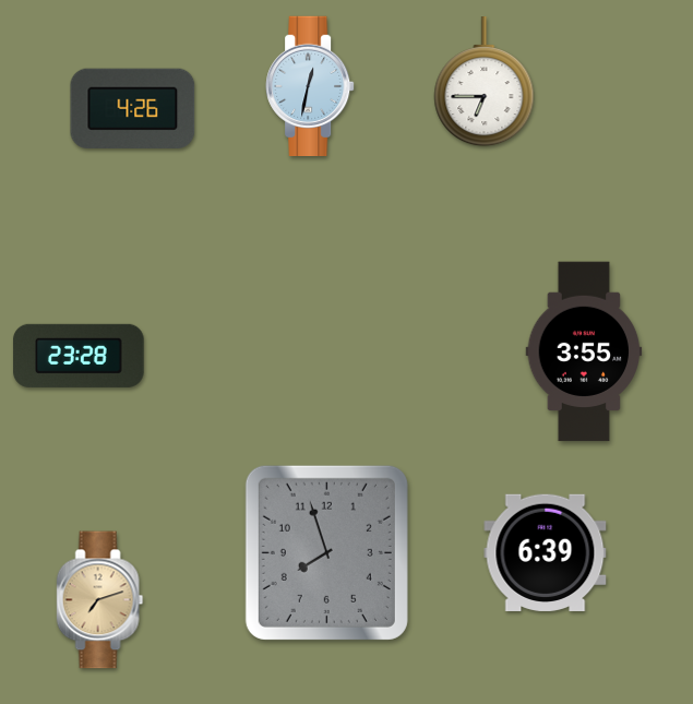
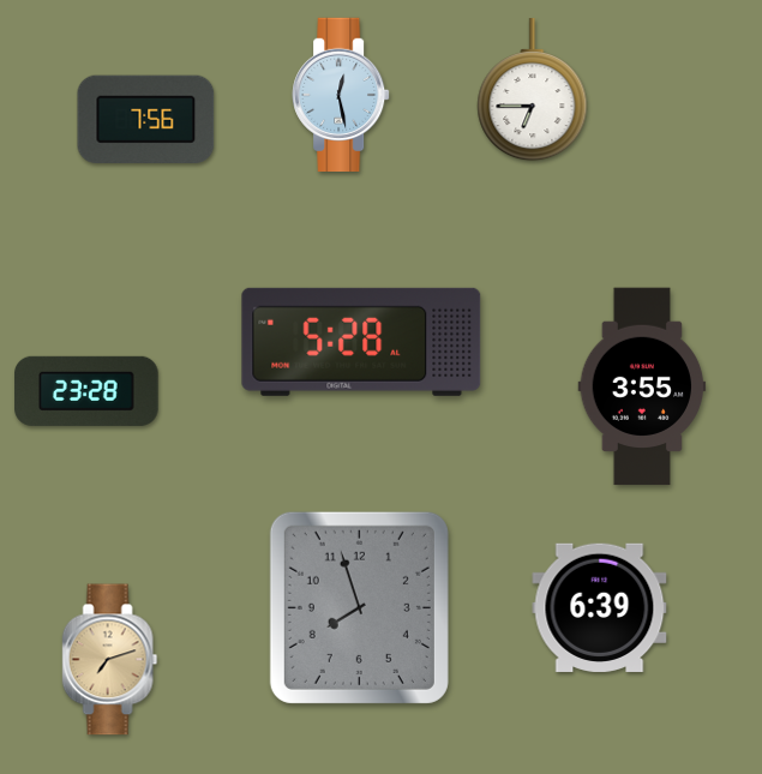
clock at (310, 85): 12:32 -> 12:28
clock at (133, 108): 4:26 -> 7:56
clock at (361, 342): none -> 5:28
